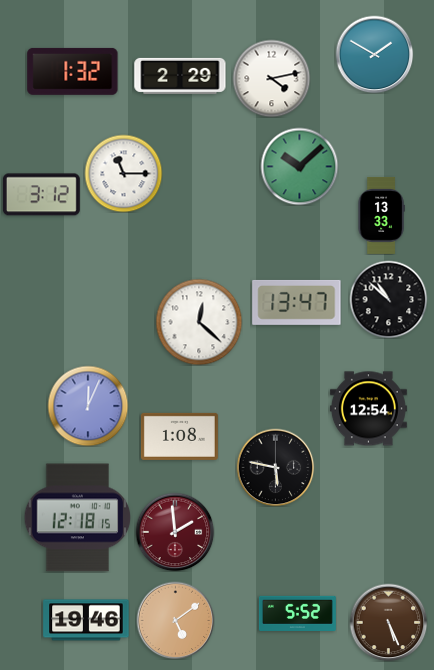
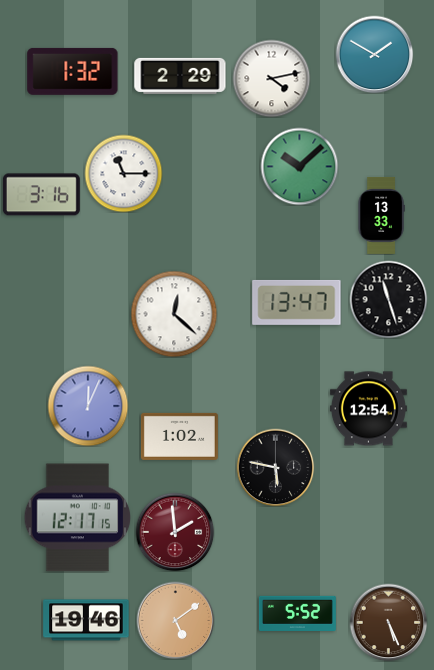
clock at (41, 195): 3:12 -> 3:16
clock at (388, 299): 10:52 -> 11:27
clock at (199, 322) position: (199, 322) -> (174, 314)
clock at (179, 436): 1:08 -> 1:02
clock at (78, 518): 12:18 -> 12:17
